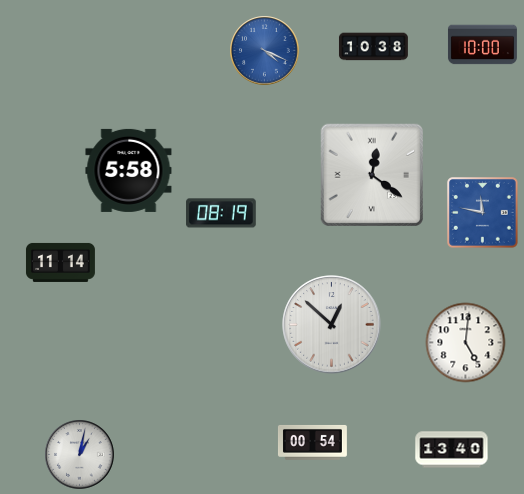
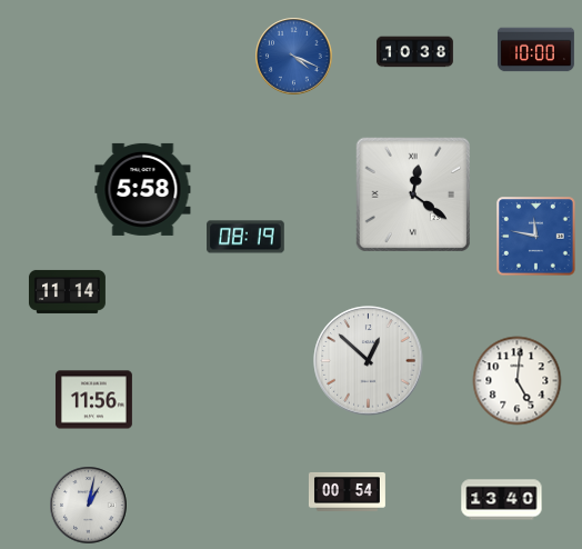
clock at (93, 400): none -> 11:56
